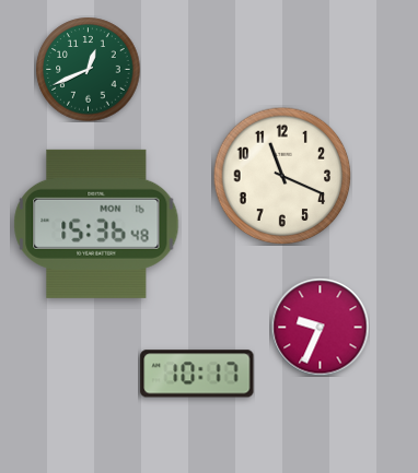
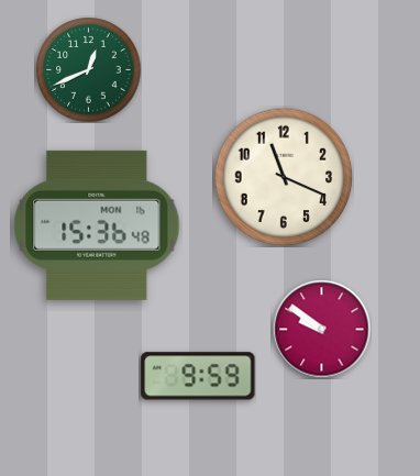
clock at (320, 327): 9:34 -> 9:51
clock at (197, 374): 10:17 -> 9:59
